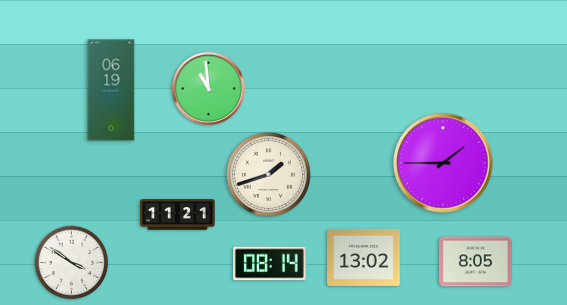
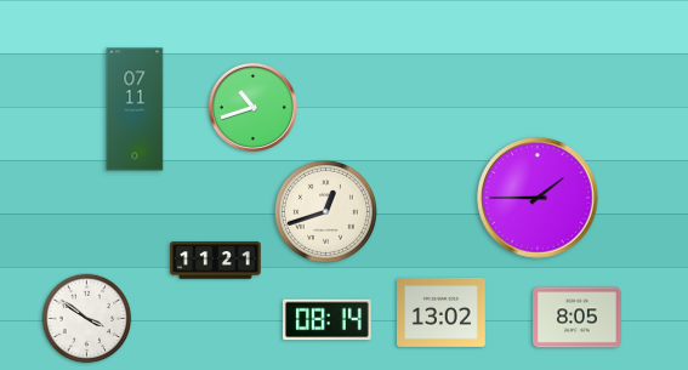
clock at (208, 88): 10:59 -> 10:42
clock at (111, 90): 06:19 -> 07:11
clock at (268, 174): 1:42 -> 12:42
